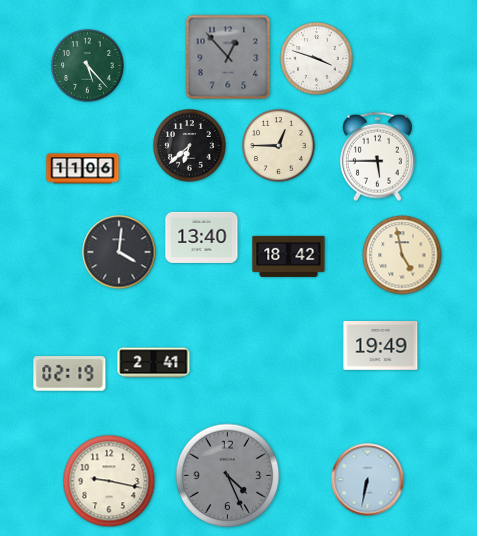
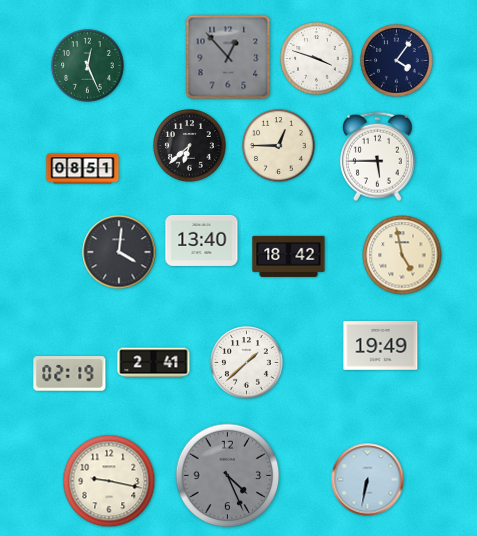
clock at (397, 61): none -> 4:06
clock at (88, 66): 5:23 -> 12:26
clock at (83, 169): 11:06 -> 08:51
clock at (202, 237) position: (202, 237) -> (202, 240)
clock at (247, 363): none -> 1:38
